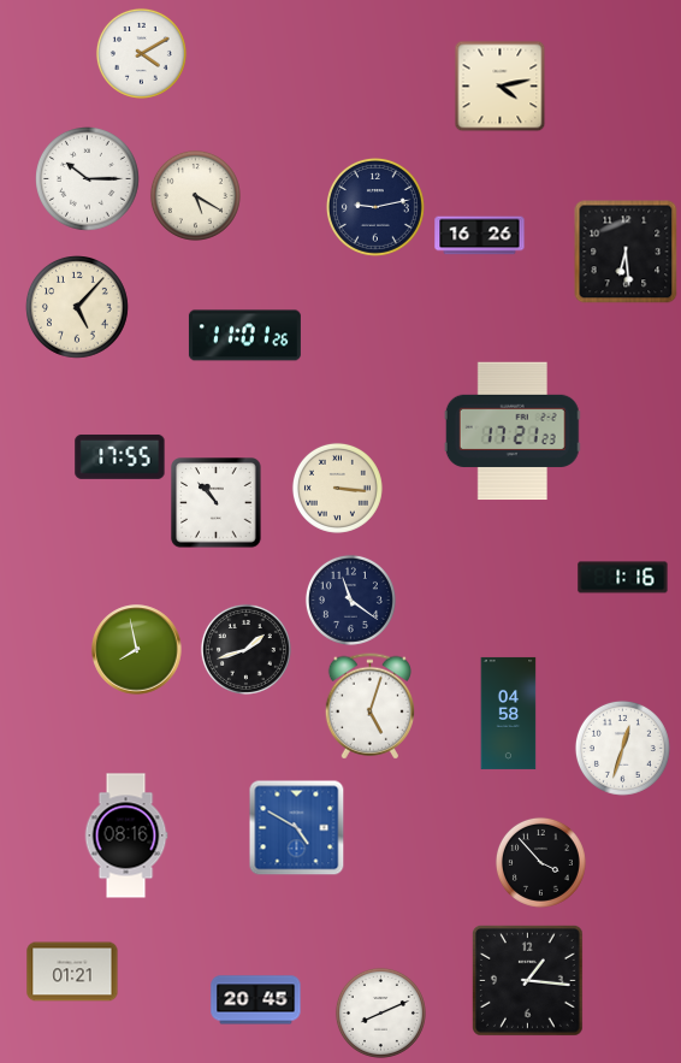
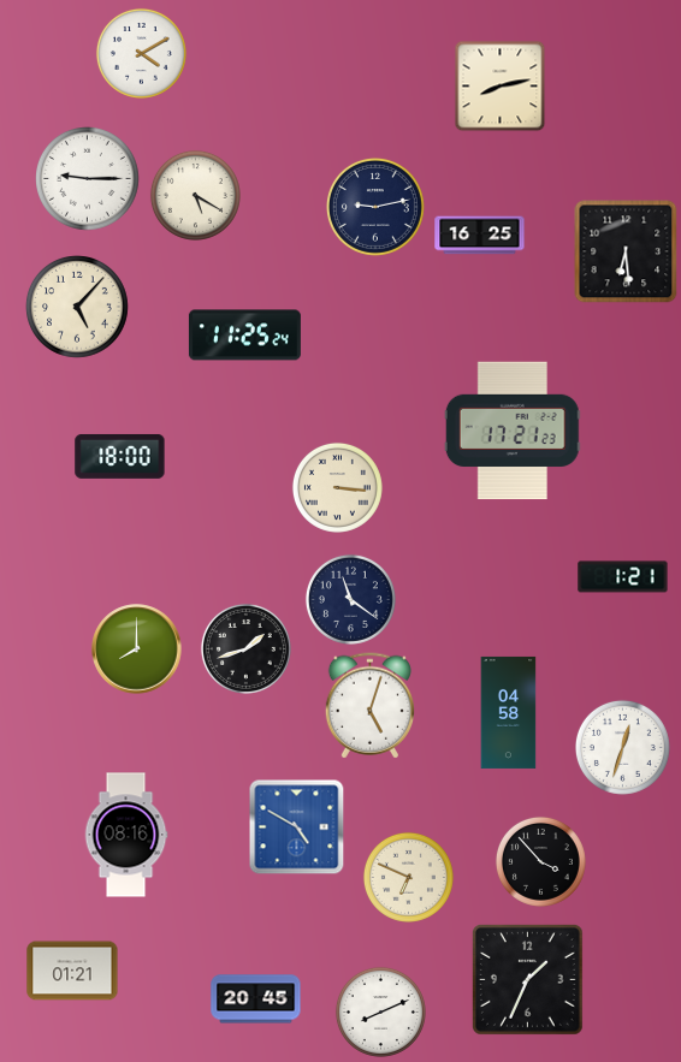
clock at (501, 87): 4:13 -> 8:13
clock at (88, 179): 10:15 -> 9:15
clock at (480, 236): 16:26 -> 16:25
clock at (244, 336): 11:01 -> 11:25
clock at (120, 456): 17:55 -> 18:00
clock at (217, 503): 10:53 -> none
clock at (623, 578): 1:16 -> 1:21
clock at (137, 650): 7:58 -> 8:00
clock at (408, 877): none -> 6:49
clock at (528, 981): 1:16 -> 1:34
